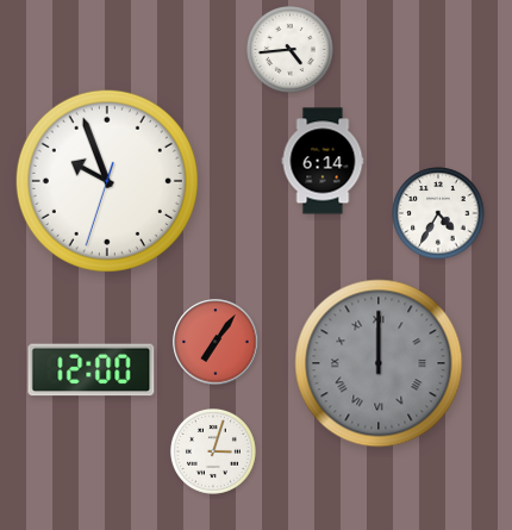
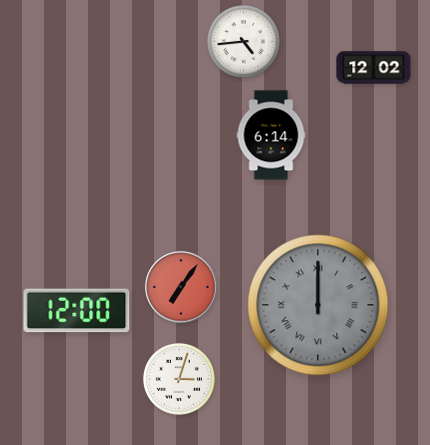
clock at (374, 68): none -> 12:02
clock at (107, 181): 9:56 -> none
clock at (438, 213): 4:35 -> none
